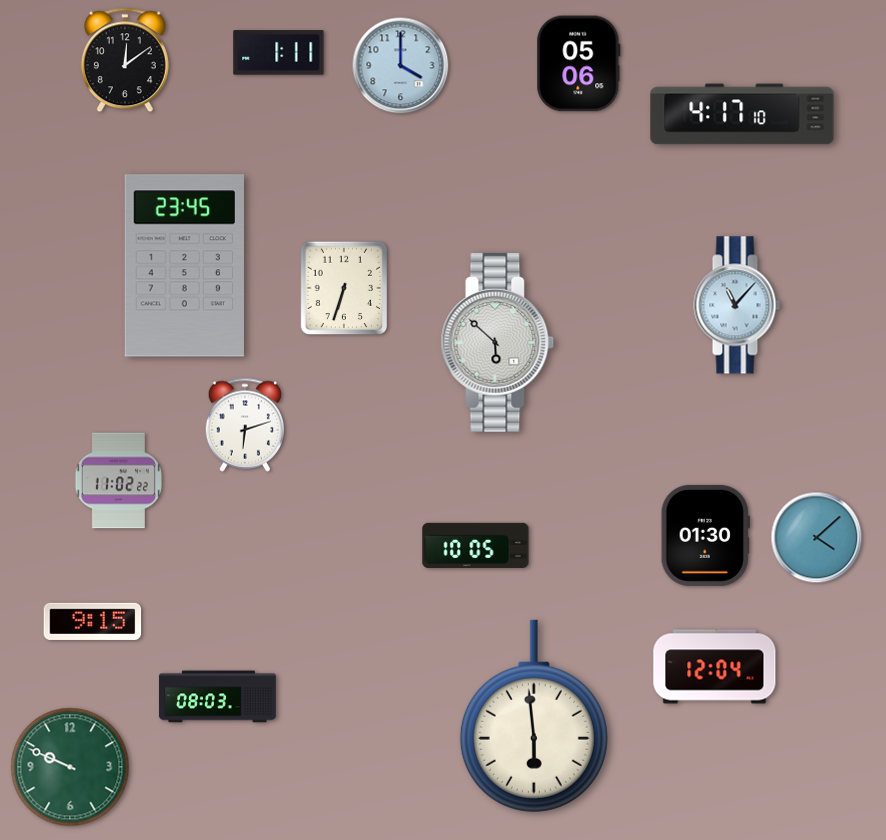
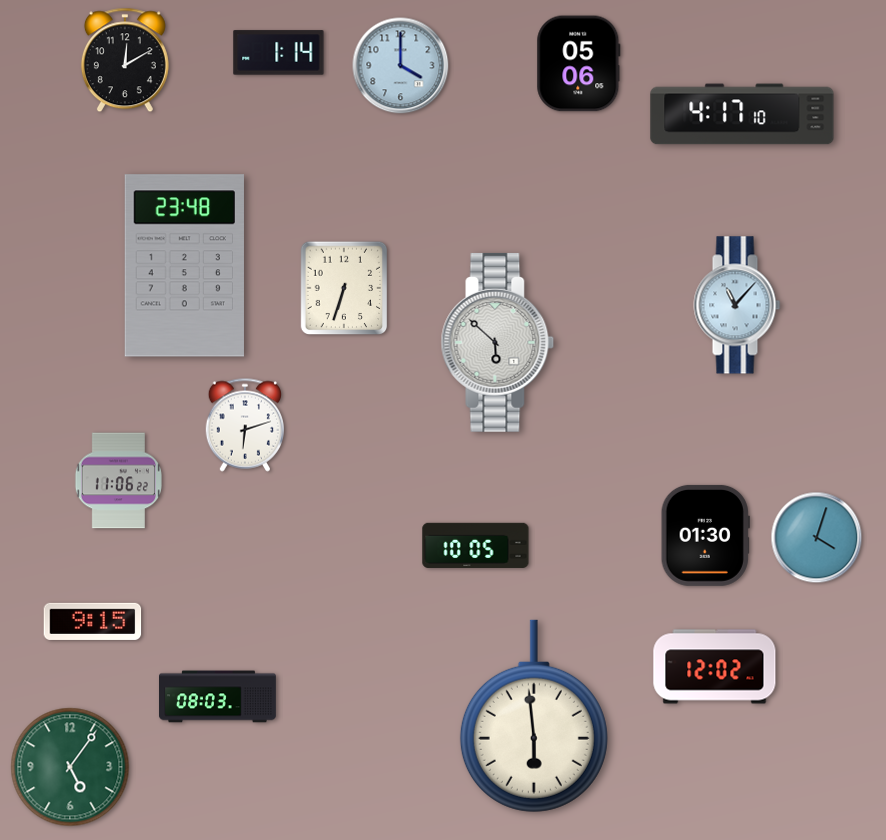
clock at (279, 53): 1:11 -> 1:14
clock at (125, 60): 12:09 -> 12:10
clock at (184, 266): 23:45 -> 23:48
clock at (118, 481): 11:02 -> 11:06
clock at (817, 538): 4:08 -> 4:03
clock at (715, 667): 12:04 -> 12:02
clock at (70, 767): 9:49 -> 5:06
